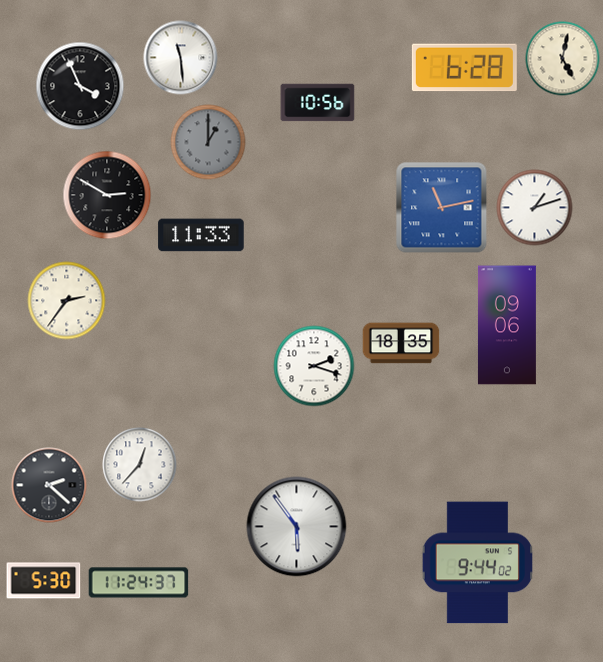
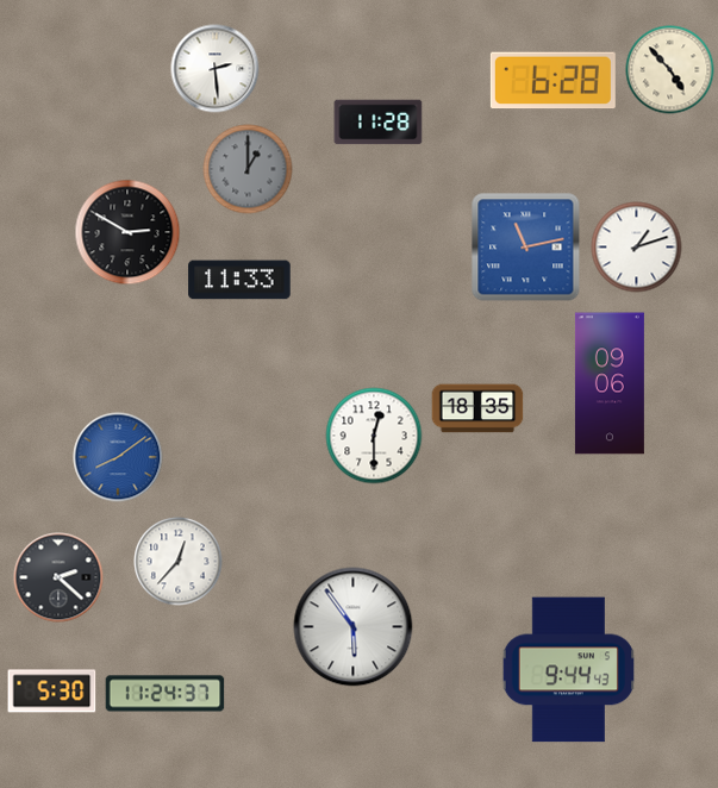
clock at (181, 58): 11:29 -> 2:29
clock at (563, 59): 5:02 -> 4:53
clock at (80, 86): 3:56 -> none
clock at (318, 103): 10:56 -> 11:28
clock at (67, 301): 2:36 -> none
clock at (507, 325) position: (507, 325) -> (610, 383)
clock at (314, 366): 2:18 -> 12:30
clock at (118, 457): none -> 8:09
clock at (140, 465) position: (140, 465) -> (179, 562)
clock at (477, 563): 9:44:02 -> 9:44:43
